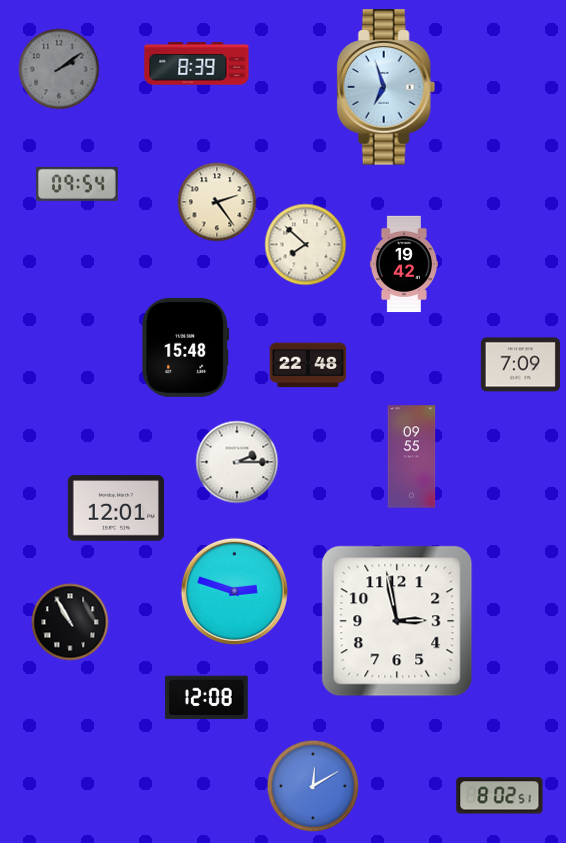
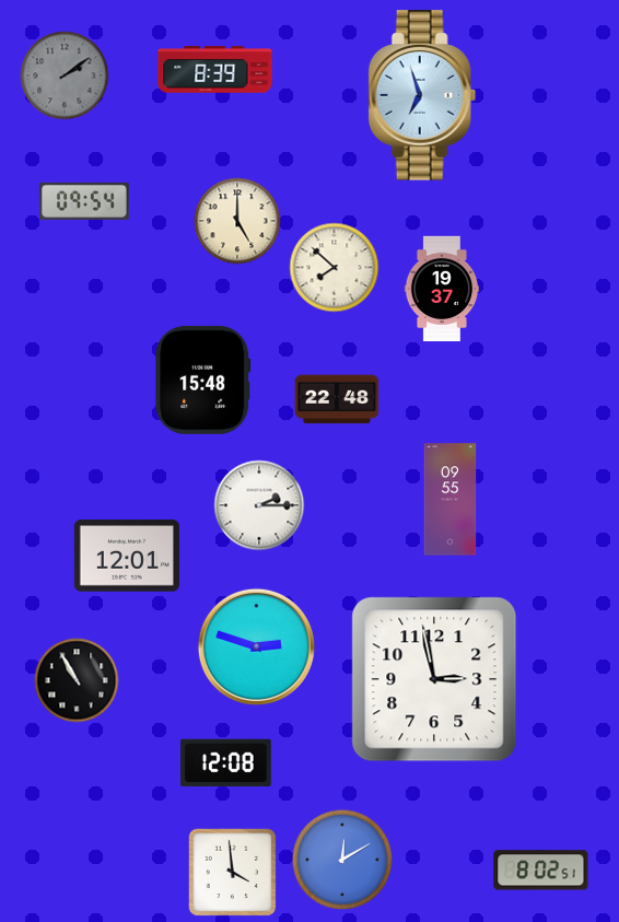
clock at (217, 202): 2:24 -> 5:00
clock at (404, 264): 19:42 -> 19:37
clock at (520, 365): 7:09 -> none
clock at (500, 796) position: (500, 796) -> (541, 871)
clock at (233, 873): none -> 3:59
